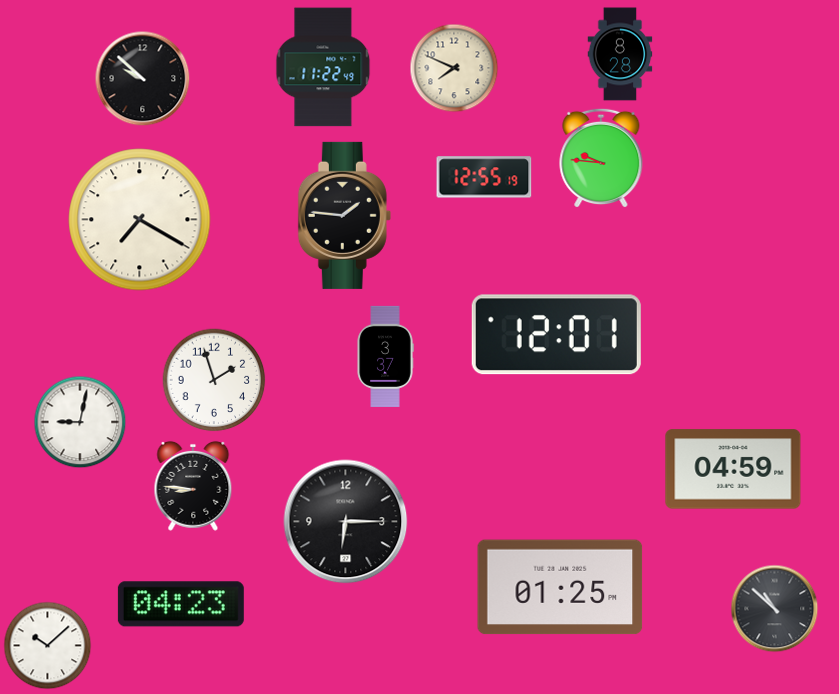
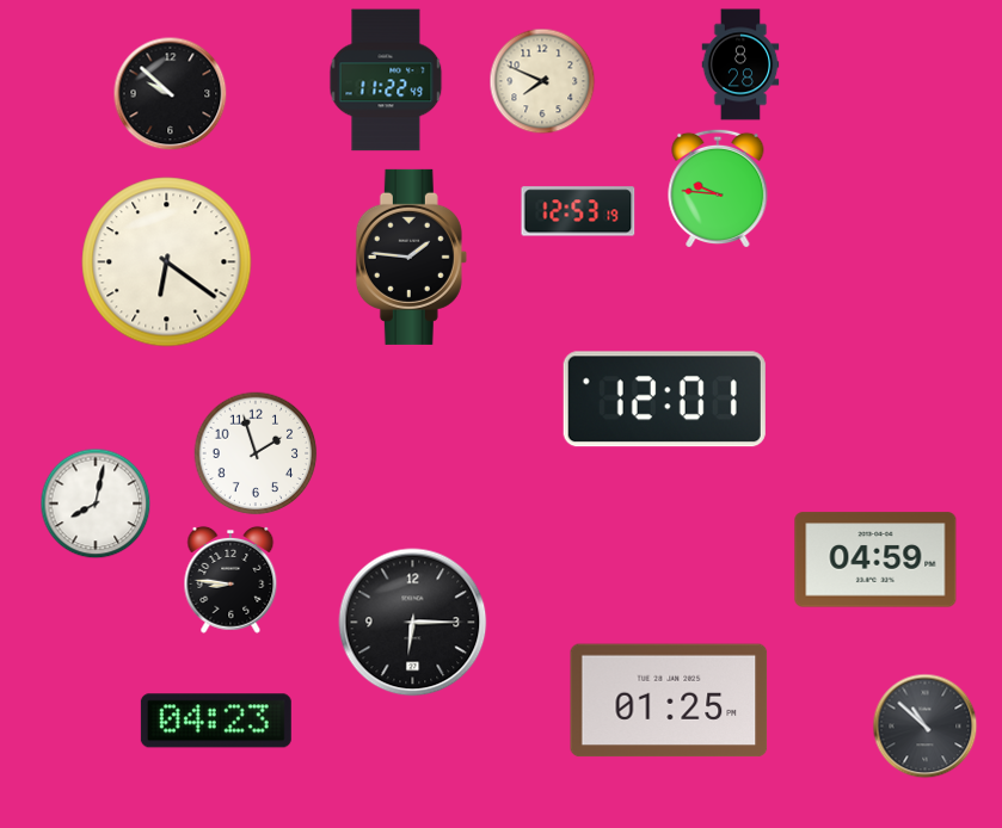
clock at (484, 177): 12:55 -> 12:53
clock at (140, 220): 7:20 -> 6:21
clock at (385, 356): 3:37 -> none
clock at (80, 422): 9:02 -> 8:02
clock at (48, 646): 10:08 -> none
